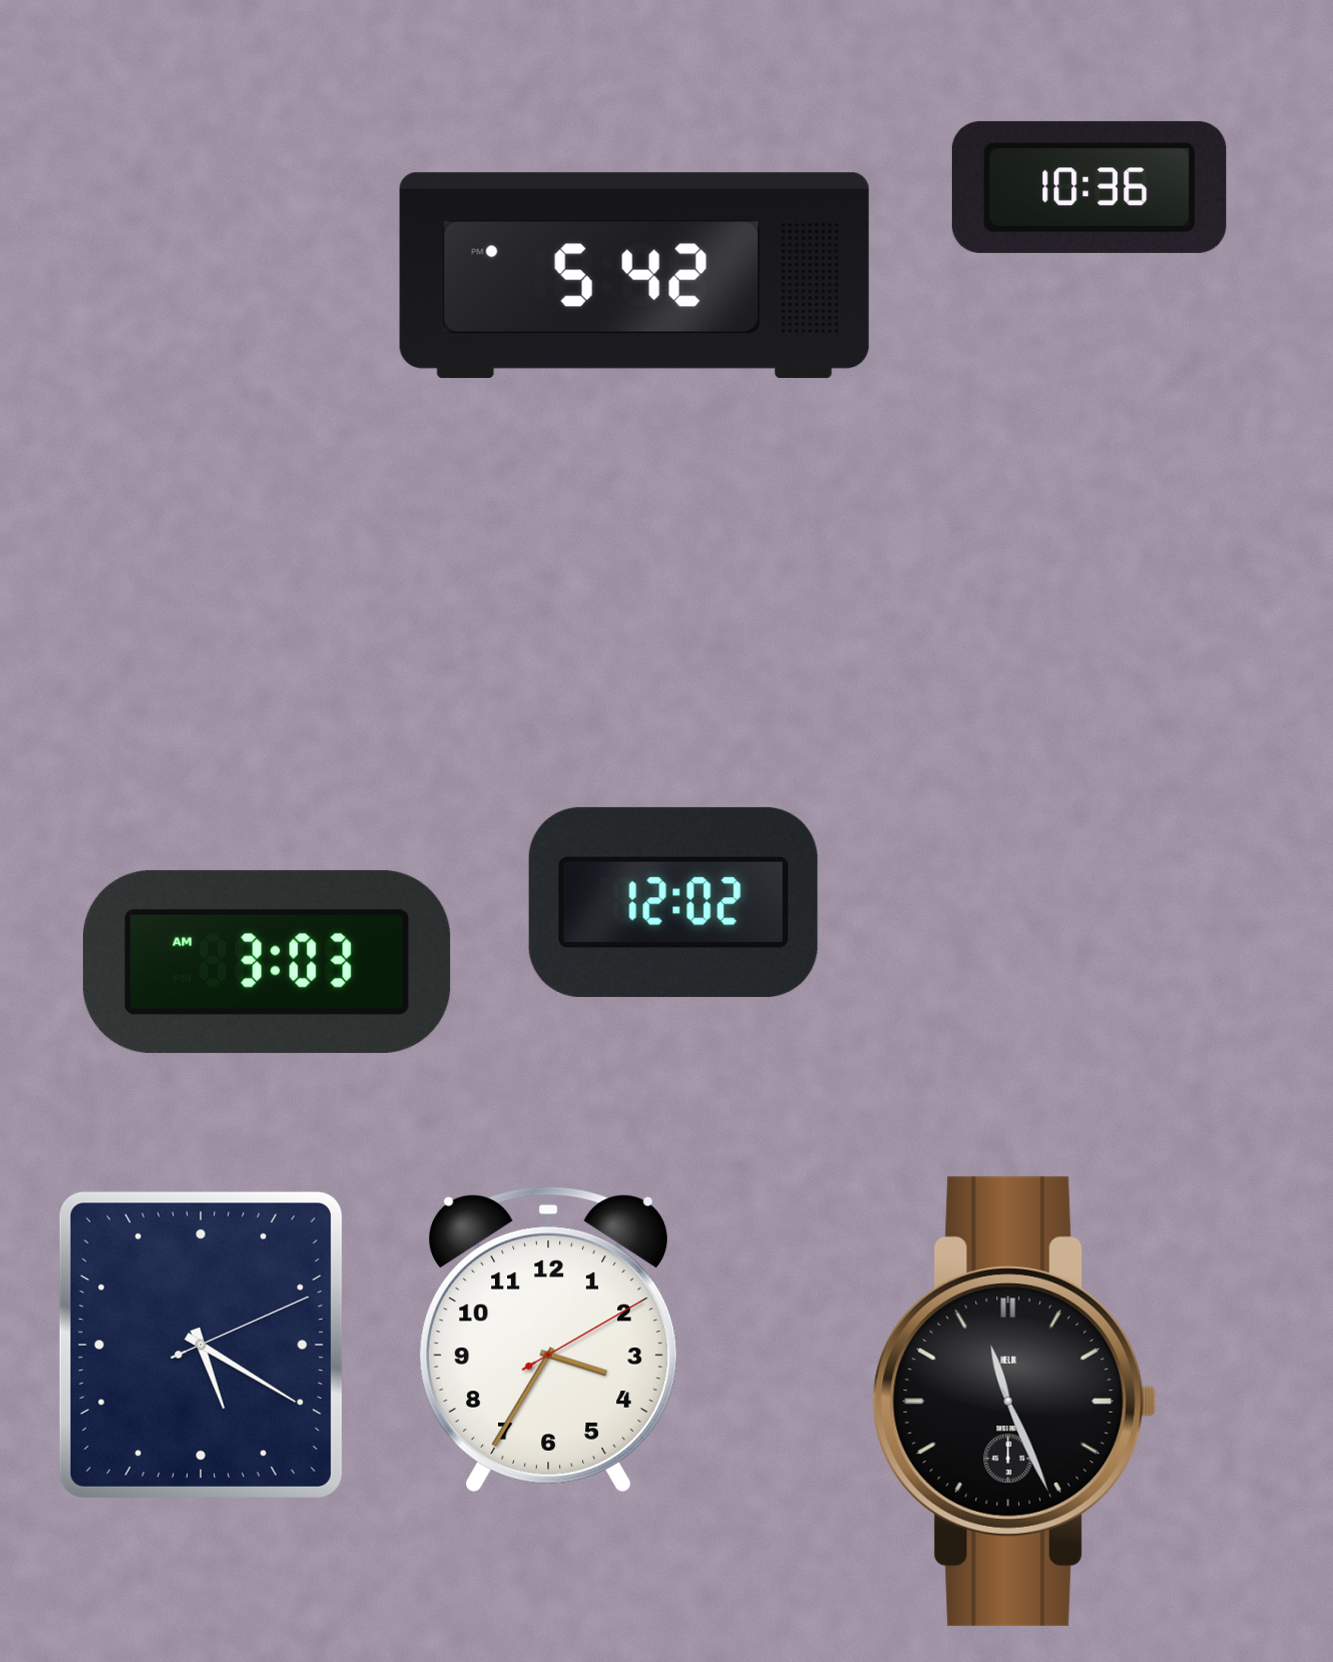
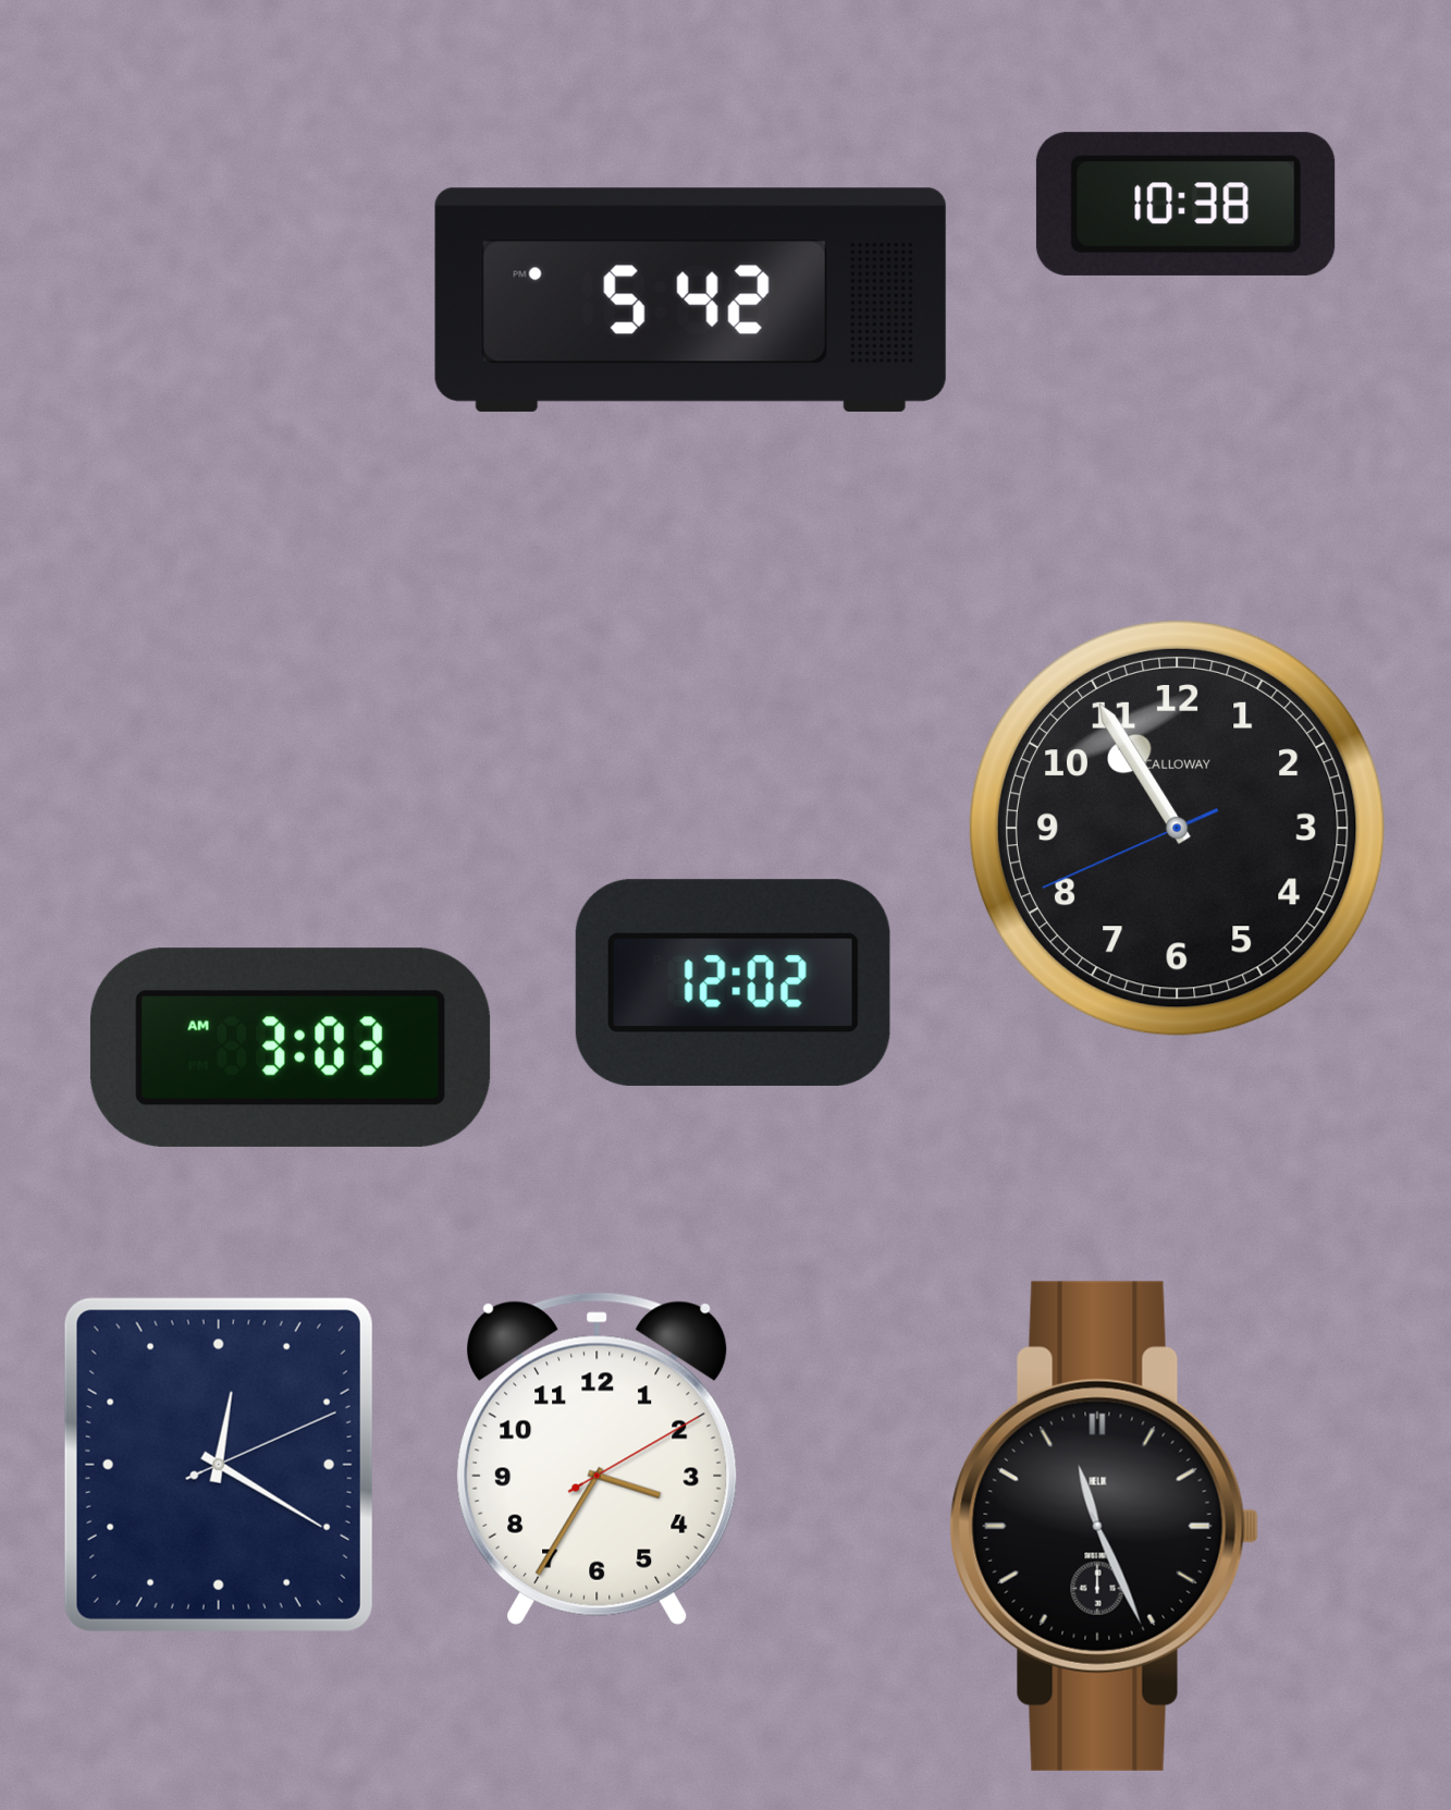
clock at (1089, 187): 10:36 -> 10:38
clock at (1177, 828): none -> 10:54
clock at (201, 1345): 5:20 -> 12:20
